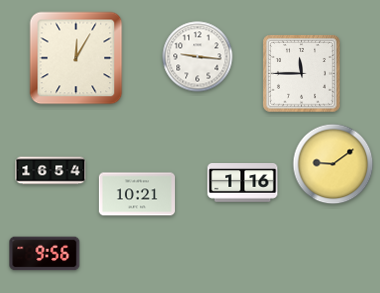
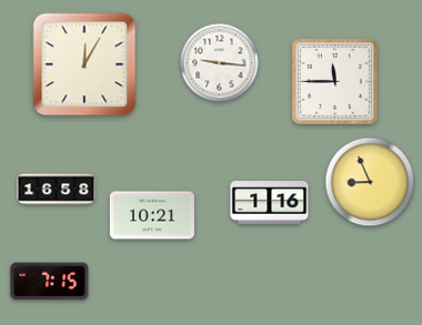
clock at (333, 164): 9:09 -> 8:56
clock at (51, 171): 16:54 -> 16:58
clock at (45, 254): 9:56 -> 7:15
